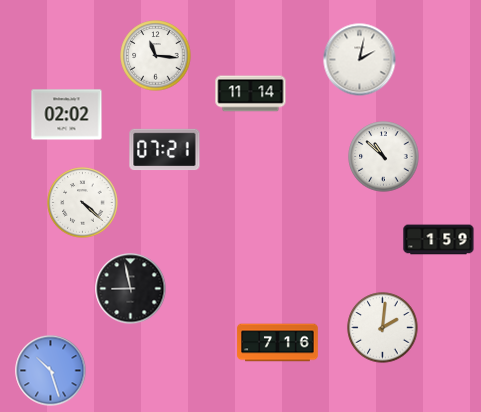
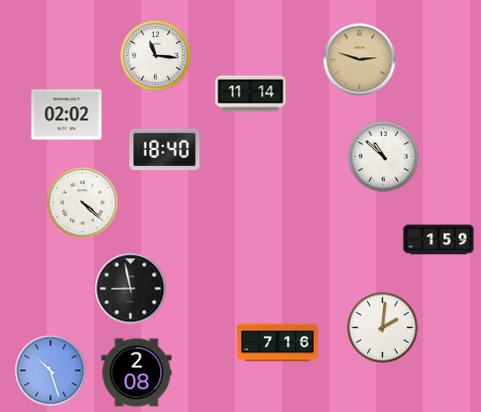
clock at (360, 60): 2:02 -> 2:48
clock at (360, 60) dial: white -> champagne
clock at (165, 150): 07:21 -> 18:40
clock at (137, 373): none -> 2:08
